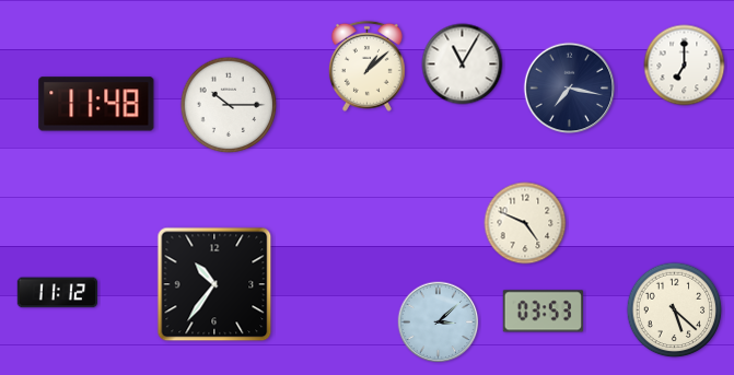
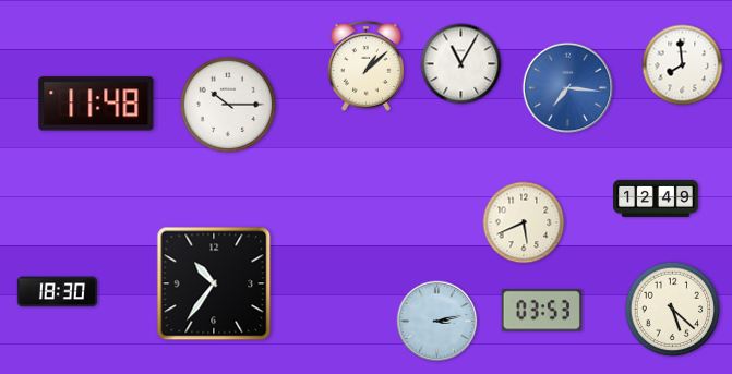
clock at (685, 66): 7:00 -> 7:59
clock at (570, 89): 7:17 -> 7:16
clock at (570, 89) dial: navy -> blue
clock at (656, 198): none -> 12:49
clock at (525, 223): 4:49 -> 5:41
clock at (57, 293): 11:12 -> 18:30
clock at (439, 323): 3:08 -> 3:13
